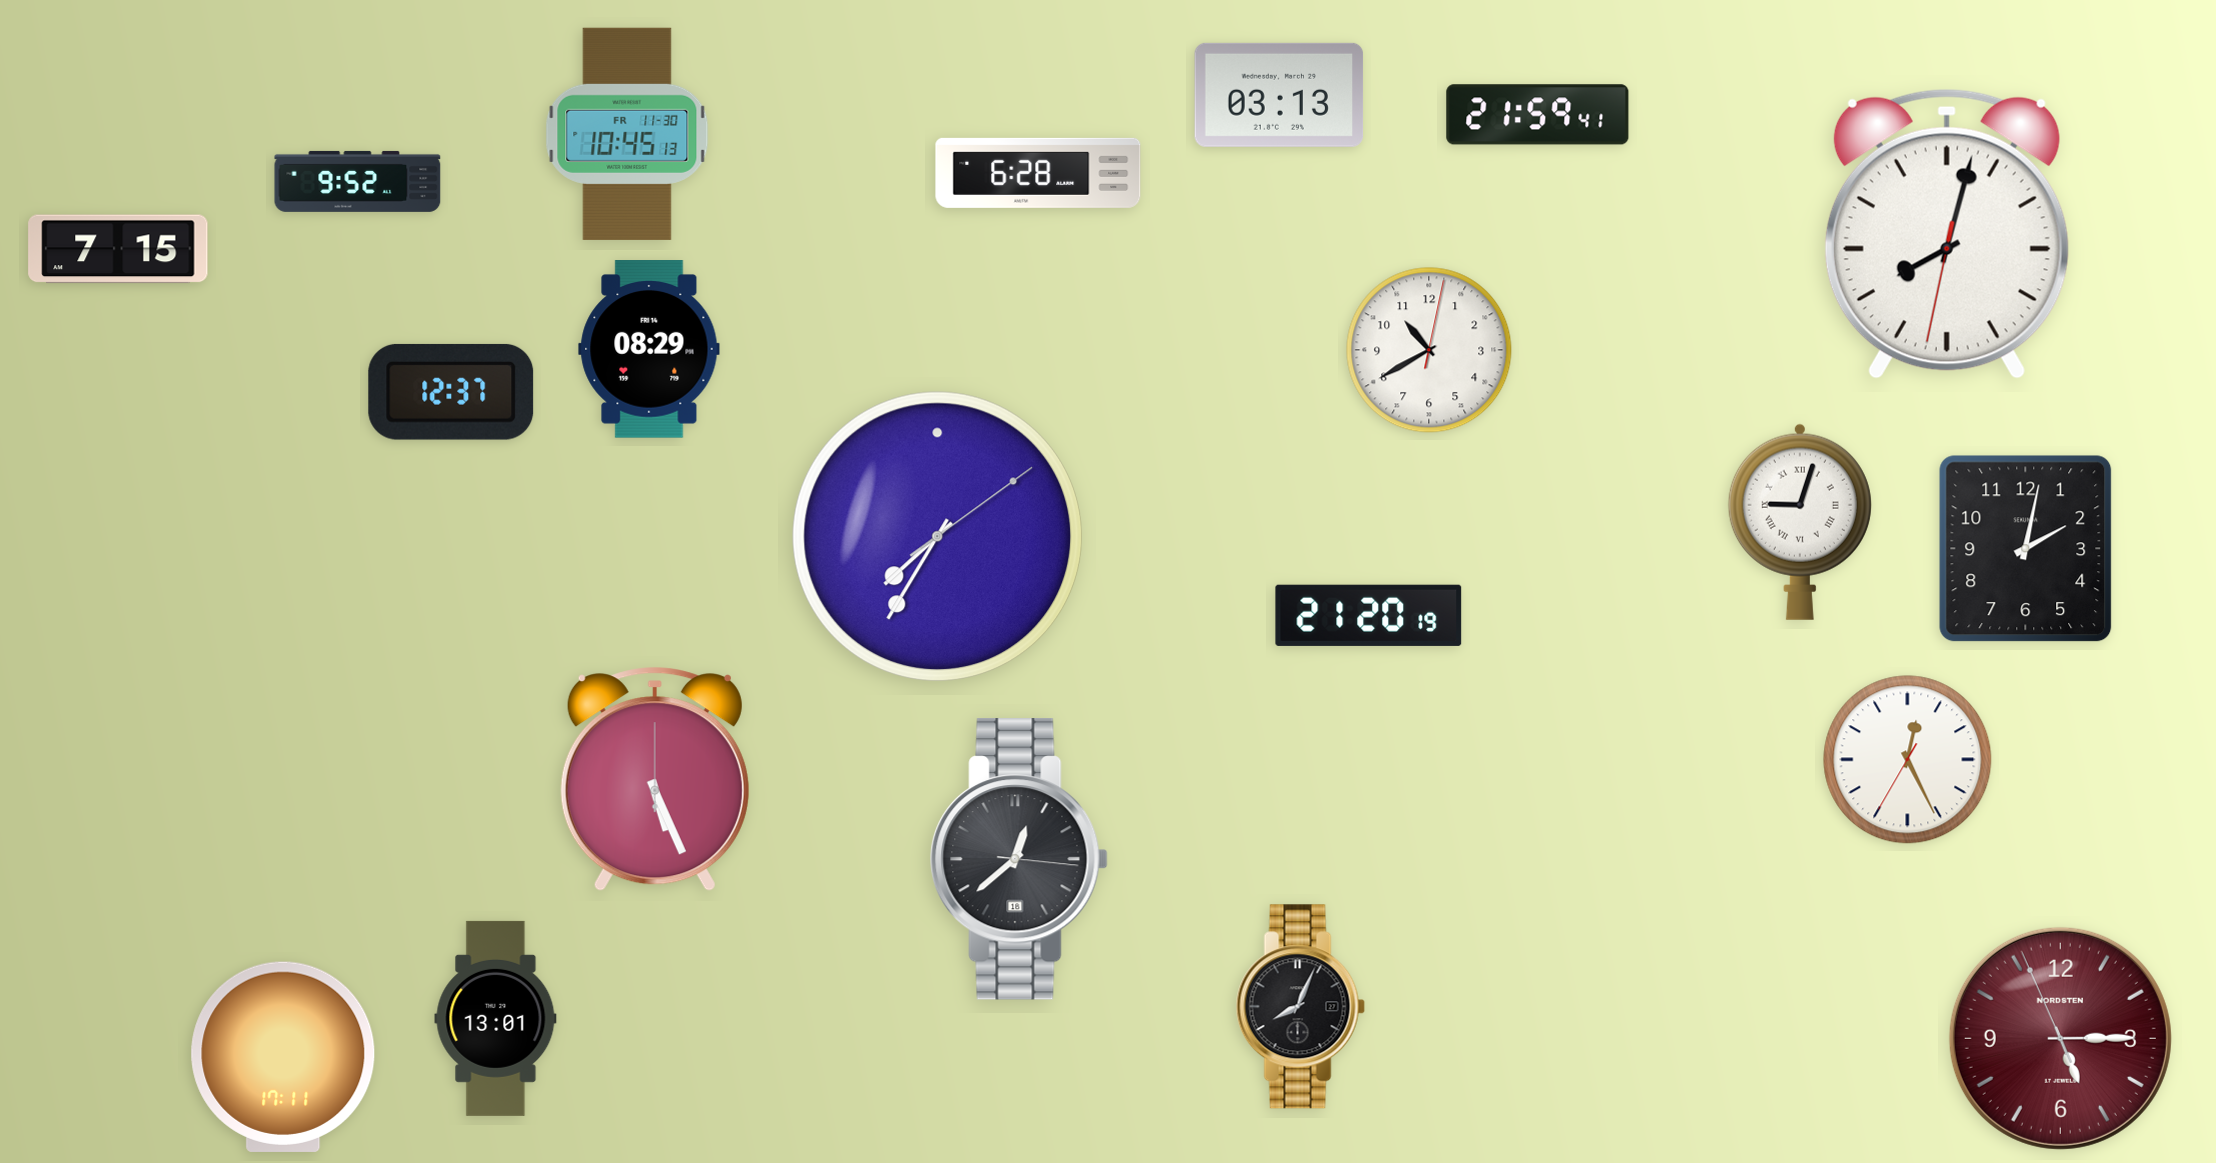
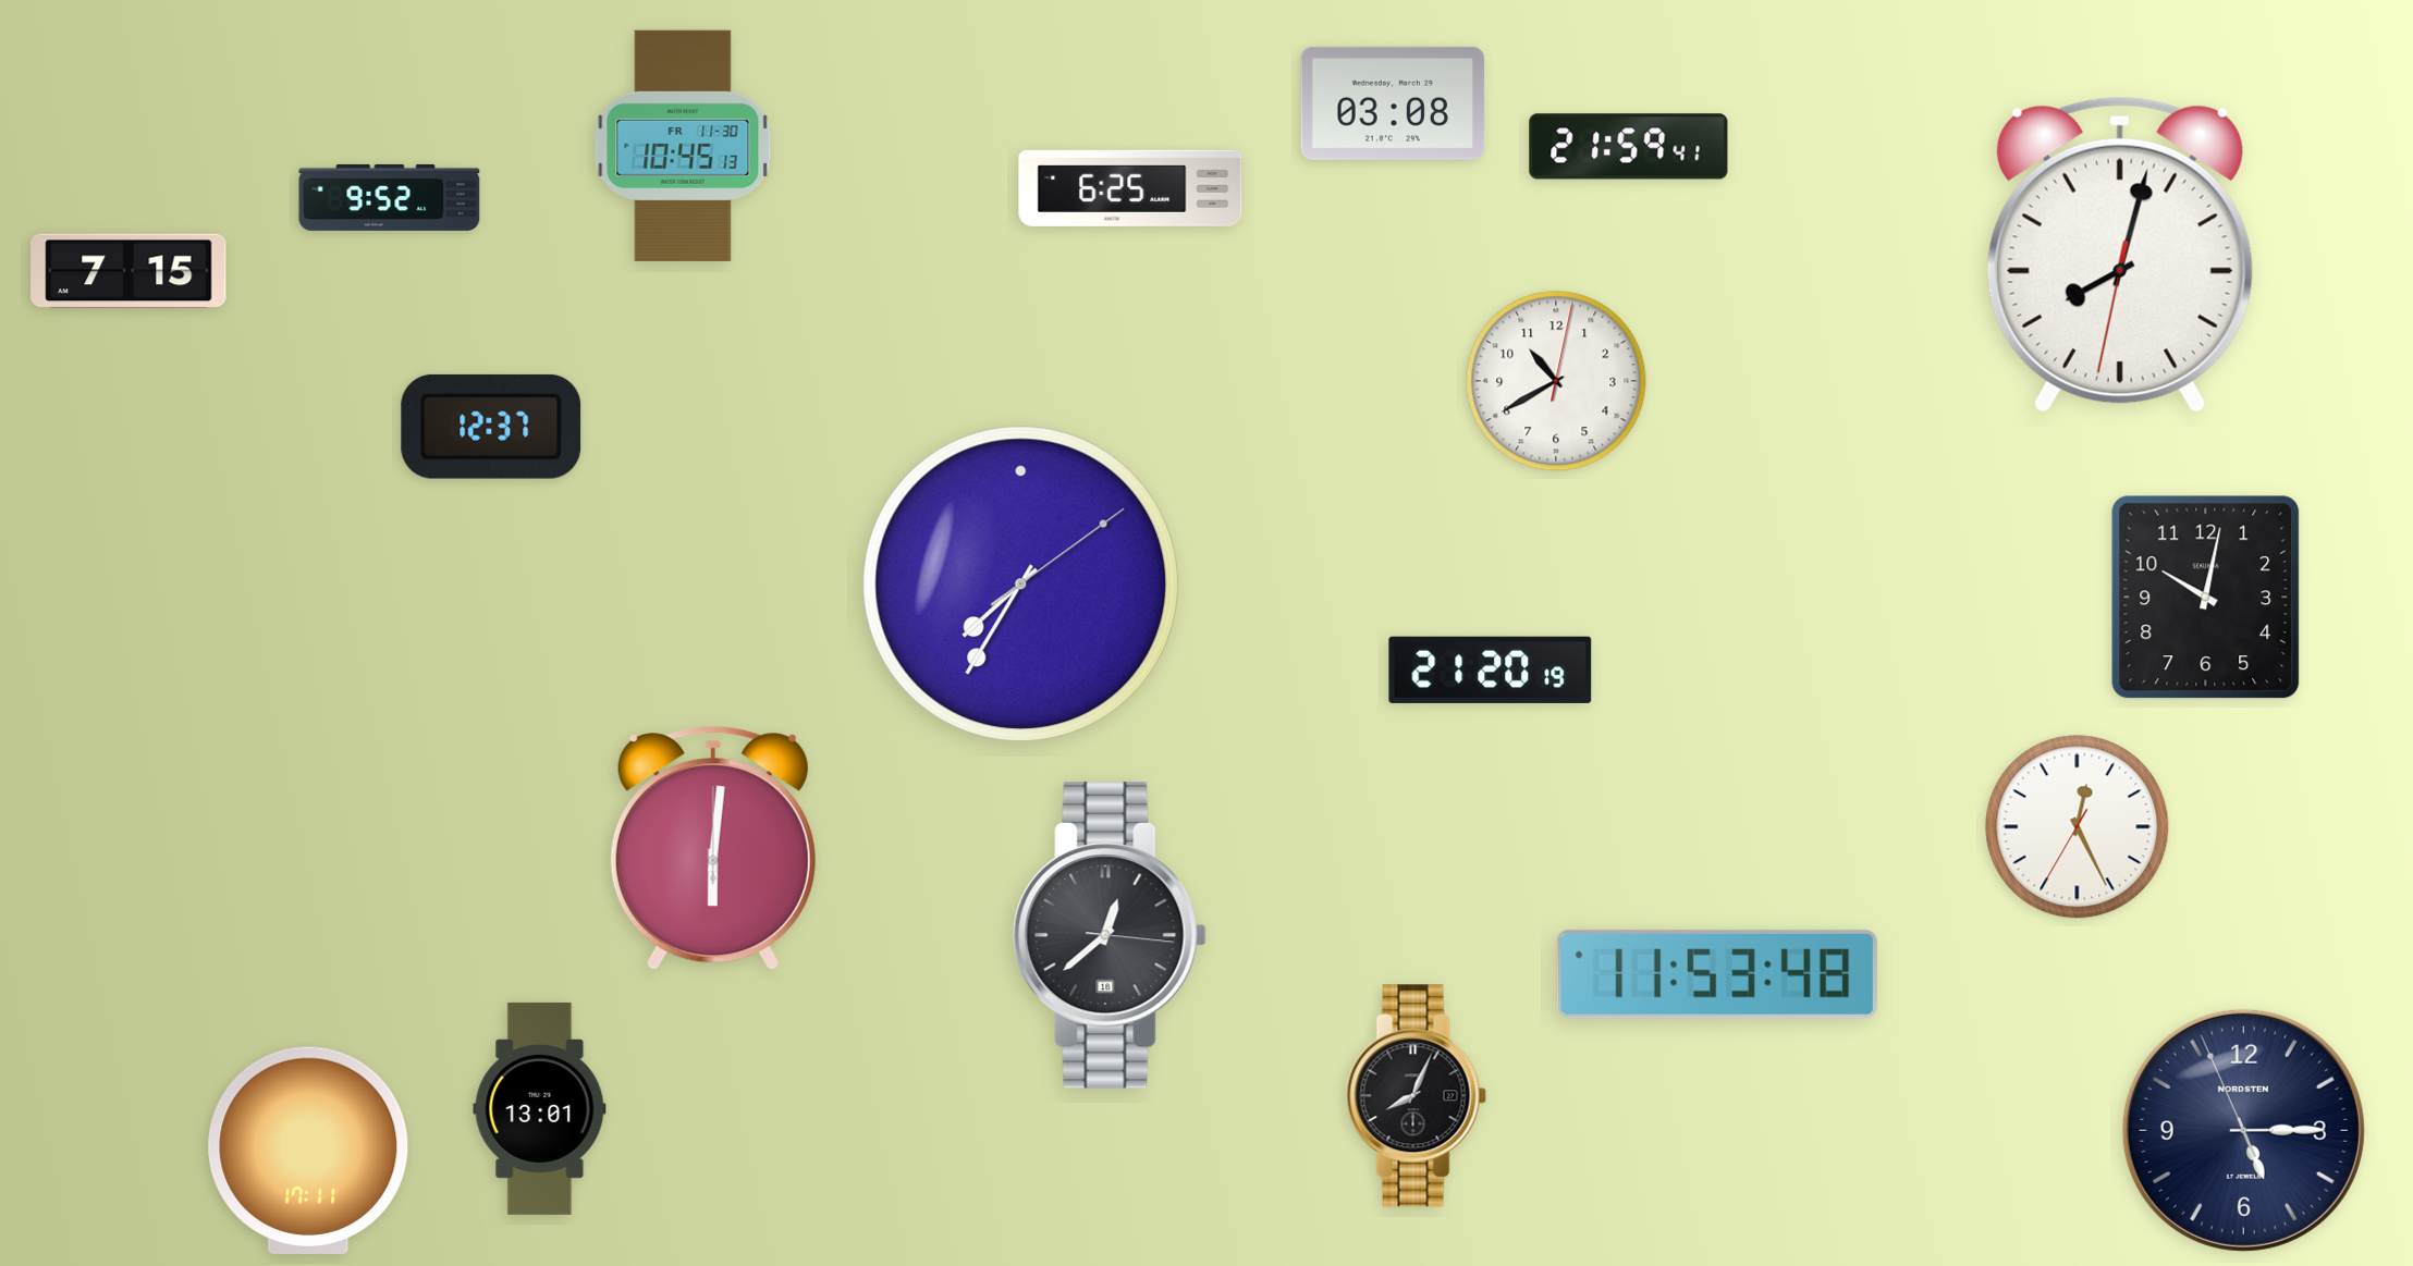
clock at (1279, 95): 03:13 -> 03:08
clock at (1538, 115) position: (1538, 115) -> (1629, 147)
clock at (1038, 173): 6:28 -> 6:25
clock at (649, 349): 08:29 -> none
clock at (1800, 522): 9:03 -> none
clock at (2026, 549): 2:02 -> 10:02
clock at (655, 780): 5:26 -> 6:01
clock at (1717, 974): none -> 11:53
clock at (2060, 1038) dial: burgundy -> navy
